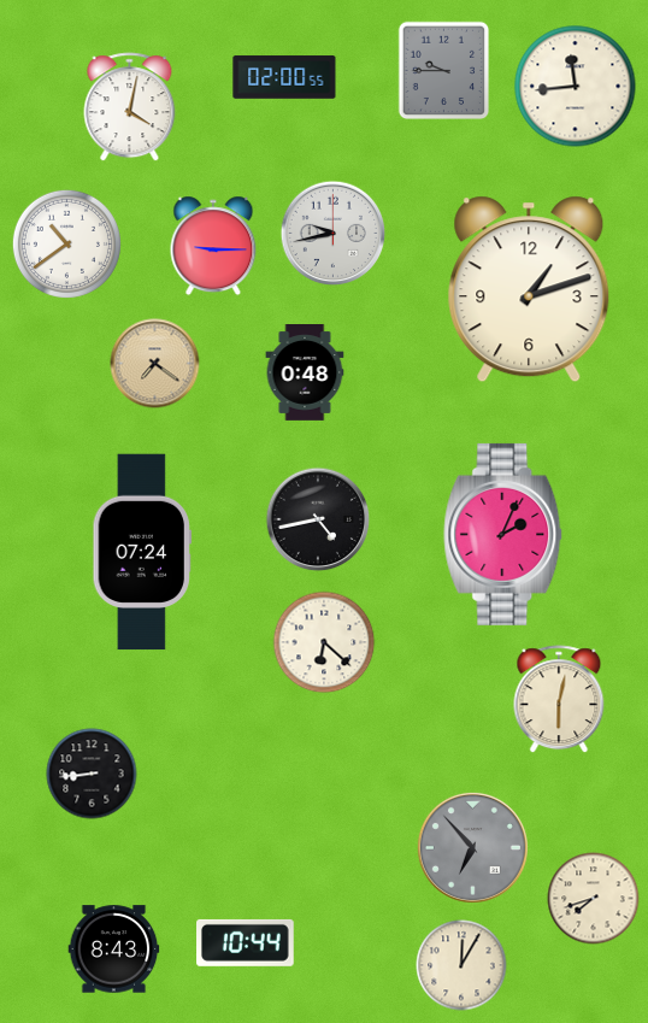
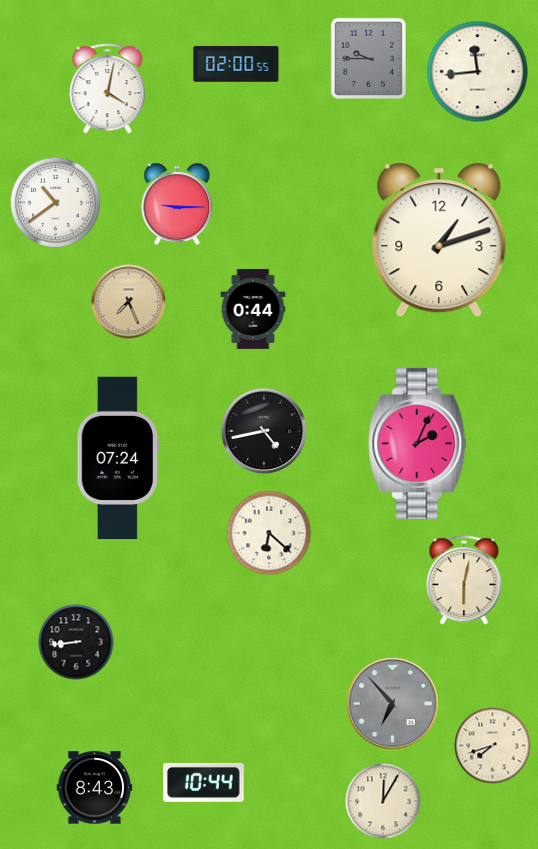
clock at (334, 234): 9:43 -> none
clock at (155, 364): 7:21 -> 7:26
clock at (305, 374): 0:48 -> 0:44
